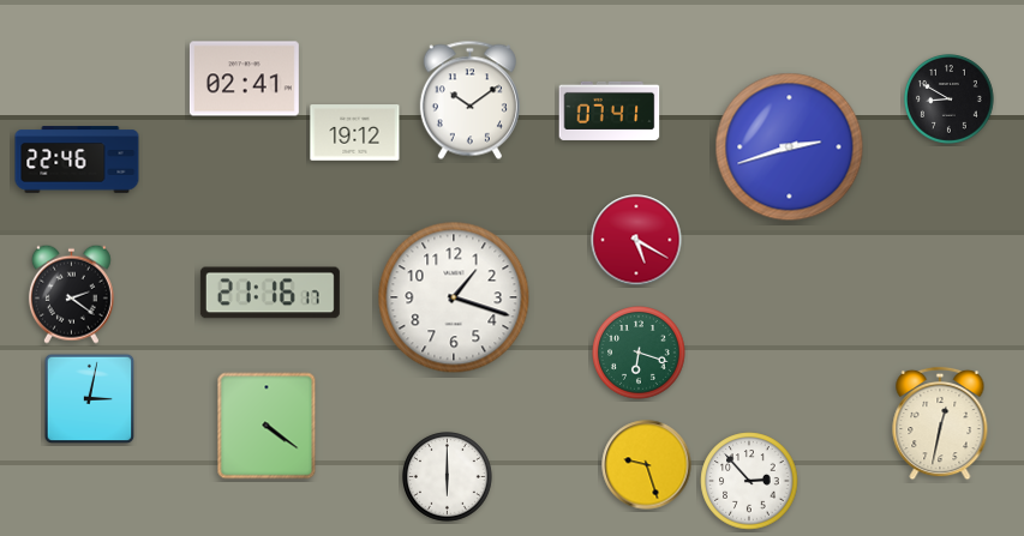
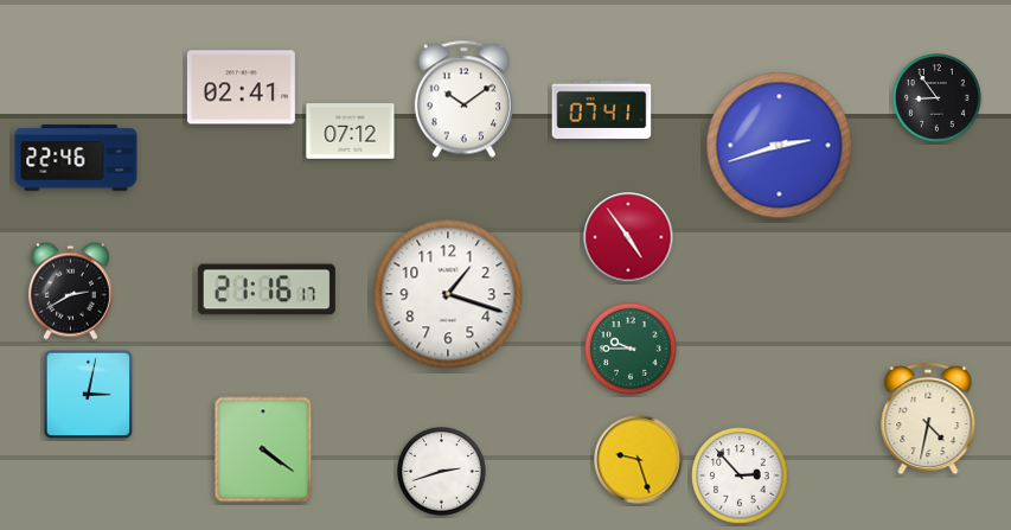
clock at (244, 79) position: (244, 79) -> (241, 88)
clock at (950, 100): 8:50 -> 8:54
clock at (355, 133): 19:12 -> 07:12
clock at (636, 240): 5:20 -> 4:54
clock at (71, 294): 2:21 -> 2:40
clock at (639, 353): 6:18 -> 9:45
clock at (940, 423): 12:32 -> 4:32
clock at (267, 426) position: (267, 426) -> (263, 449)
clock at (448, 477): 6:00 -> 2:42
